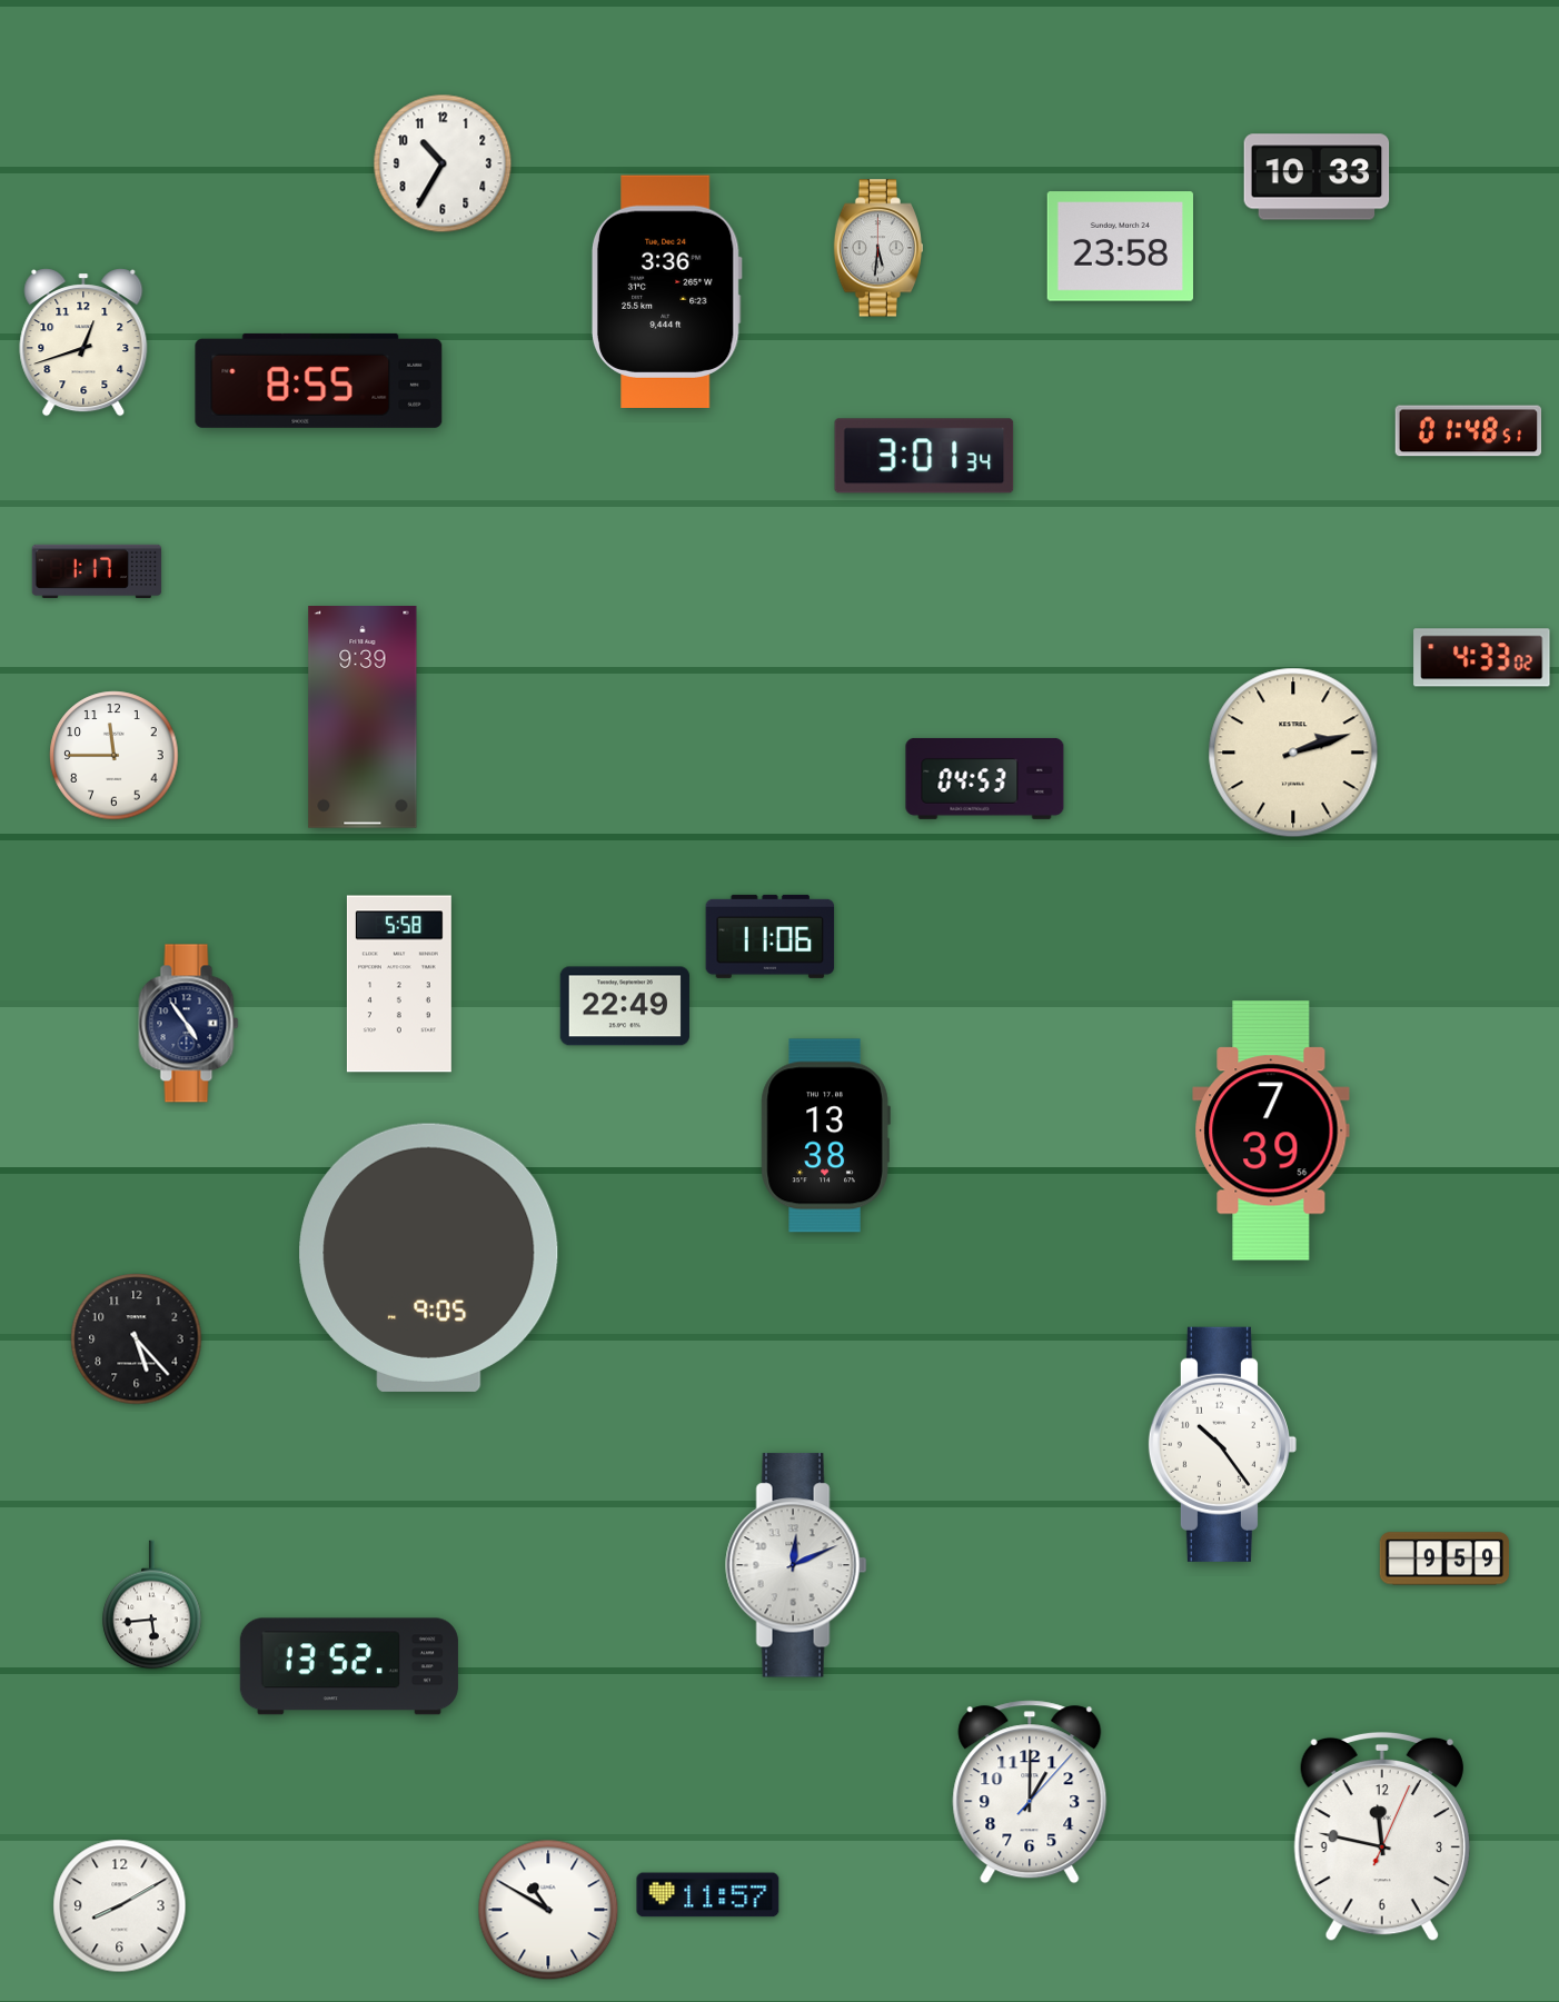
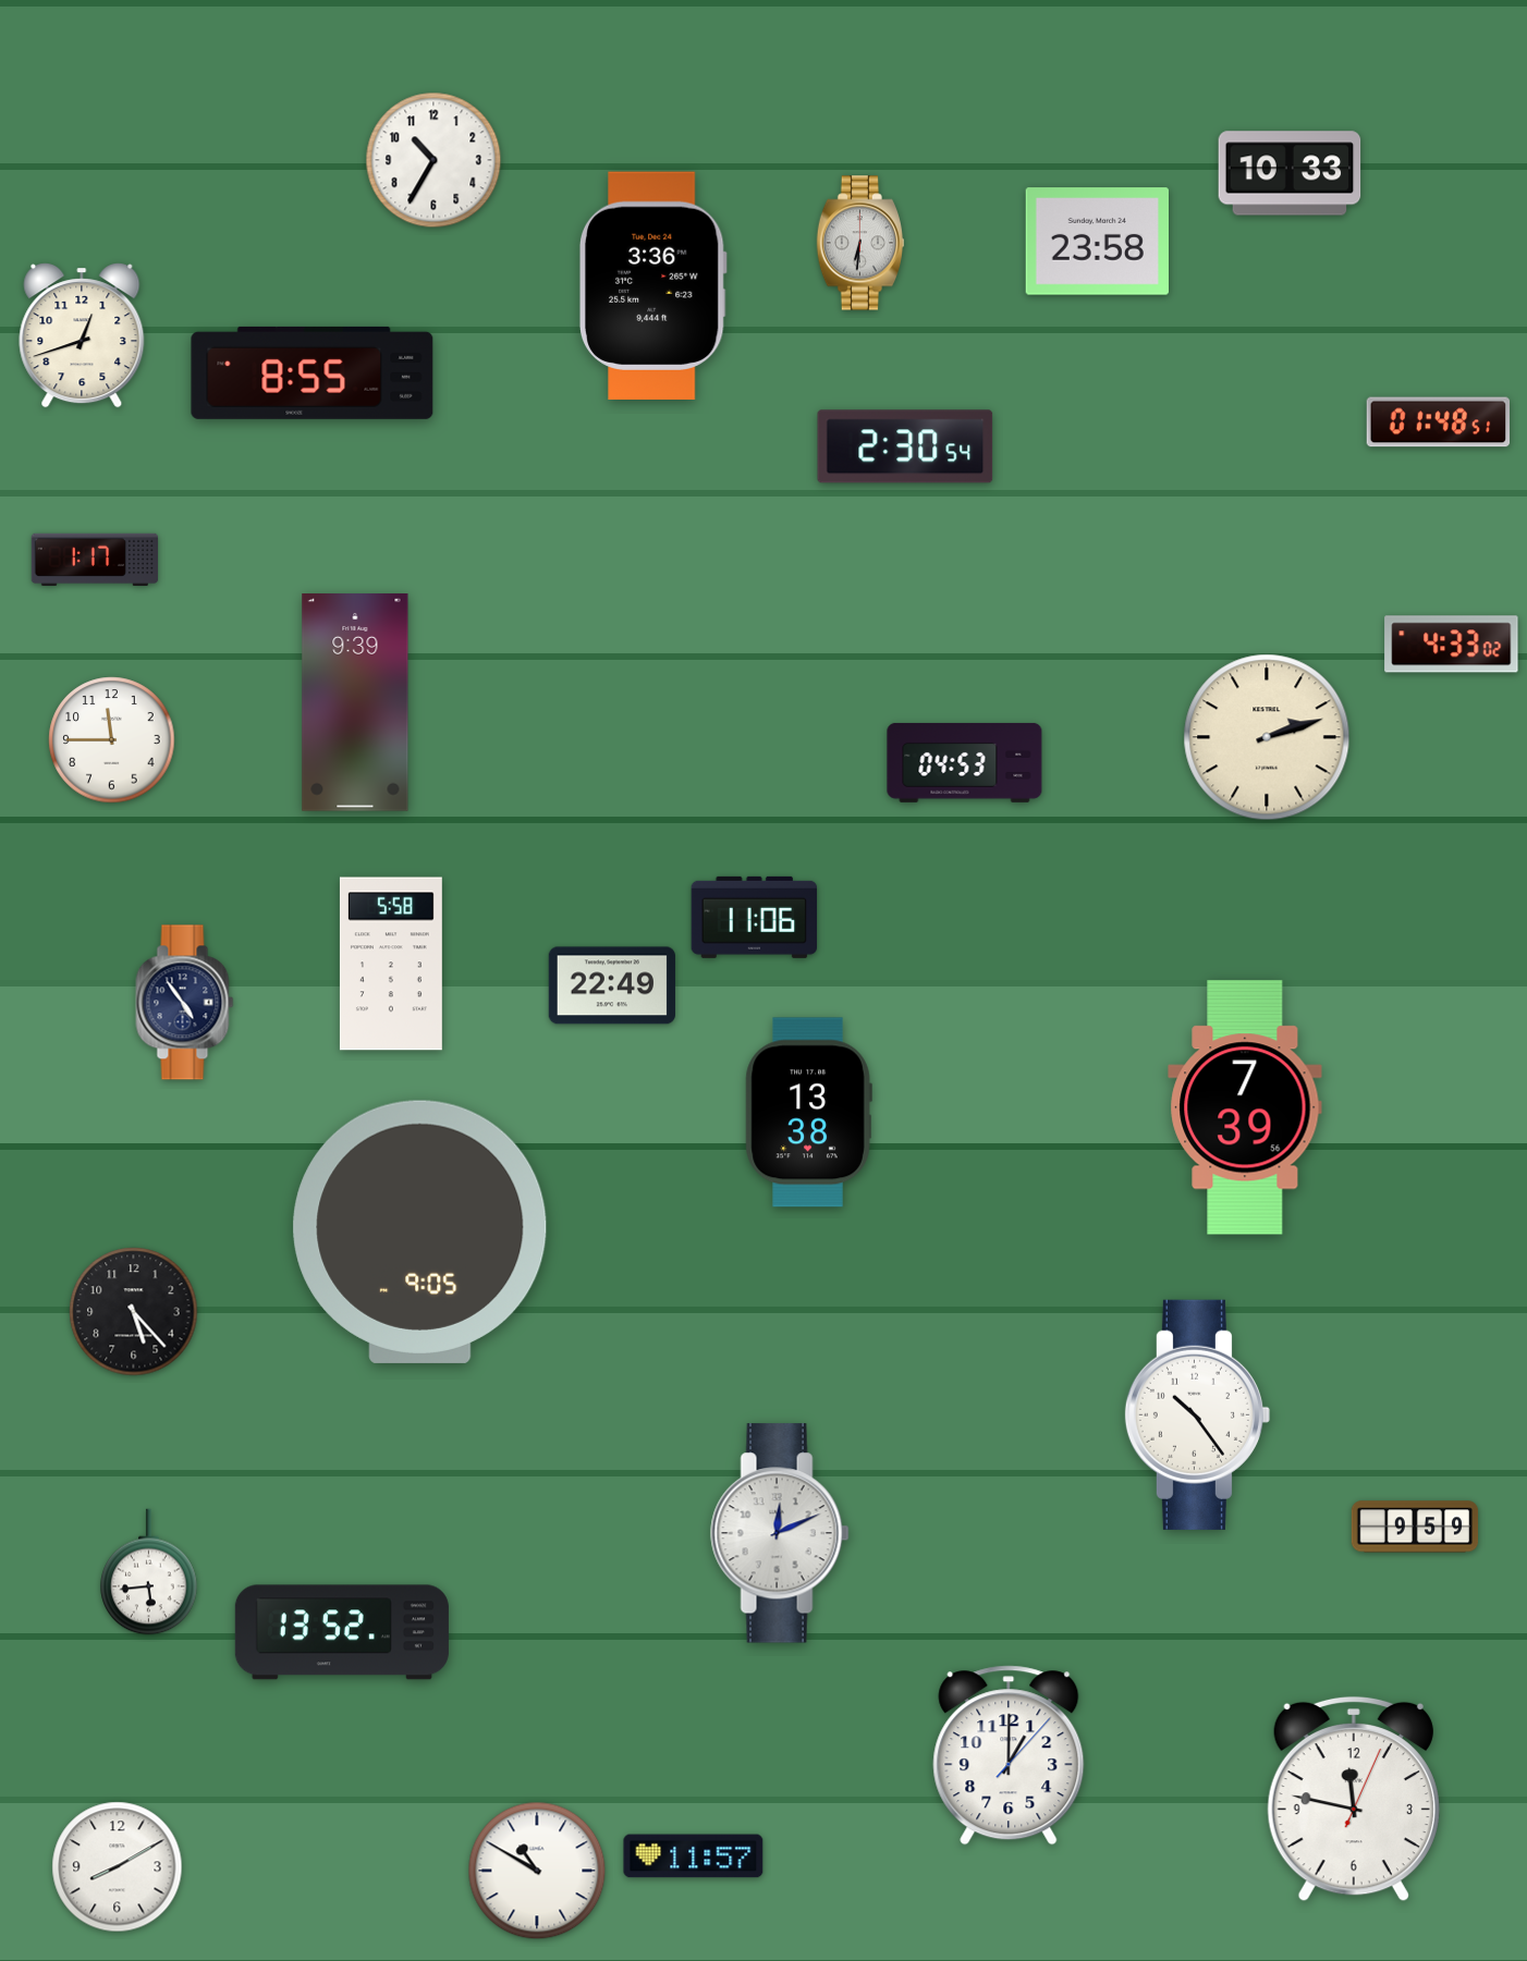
clock at (877, 248): 5:31 -> 6:31
clock at (924, 456): 3:01 -> 2:30
